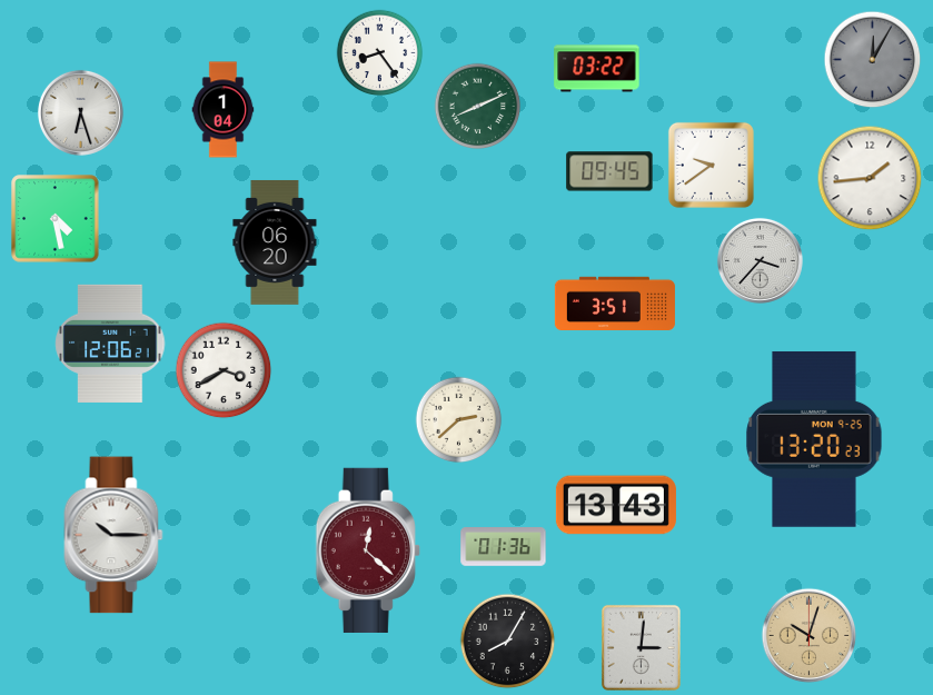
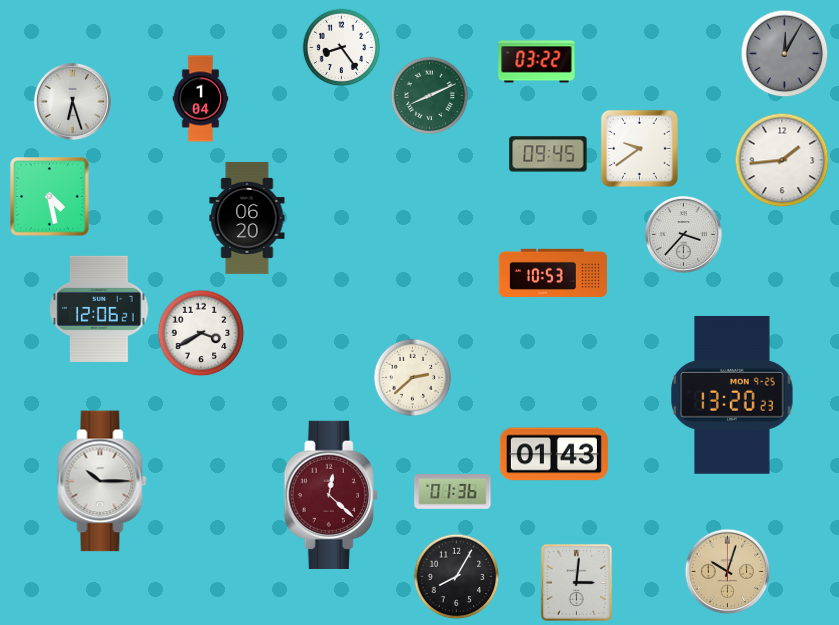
clock at (615, 302): 3:51 -> 10:53
clock at (616, 505): 13:43 -> 01:43
